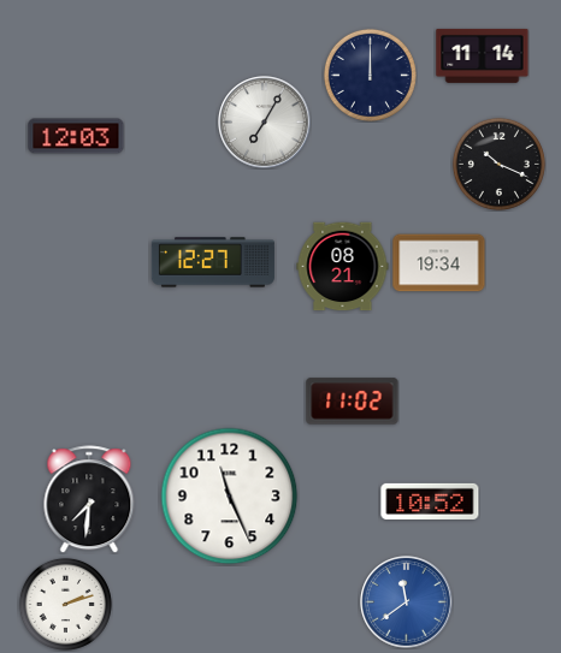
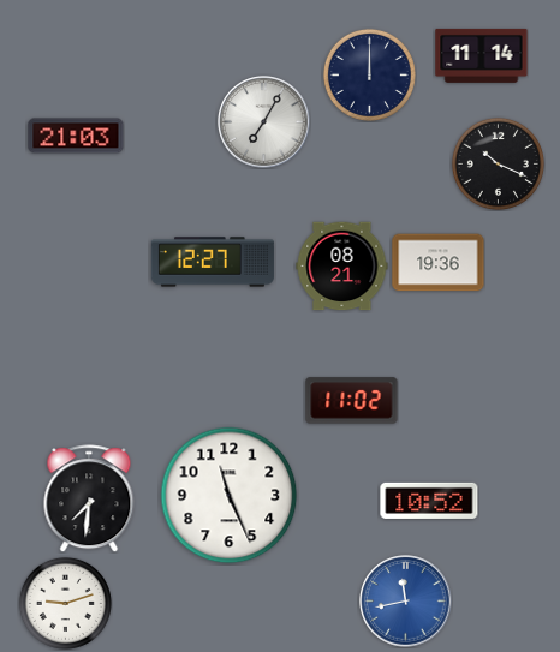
clock at (76, 136): 12:03 -> 21:03
clock at (439, 263): 19:34 -> 19:36
clock at (407, 602): 11:39 -> 11:43
clock at (65, 604): 2:12 -> 9:12
